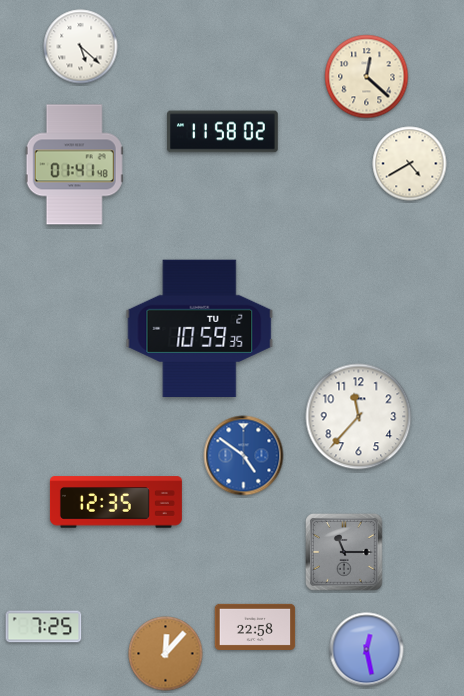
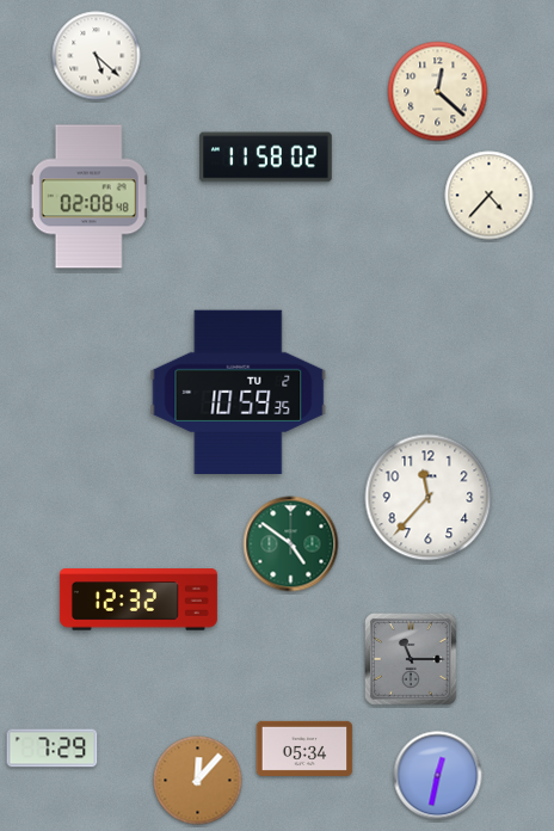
clock at (410, 164): 4:40 -> 4:37
clock at (74, 165): 01:41 -> 02:08
clock at (244, 456) dial: blue -> green
clock at (116, 502): 12:35 -> 12:32
clock at (44, 627): 7:25 -> 7:29
clock at (255, 627): 22:58 -> 05:34
clock at (367, 650): 12:28 -> 12:32
